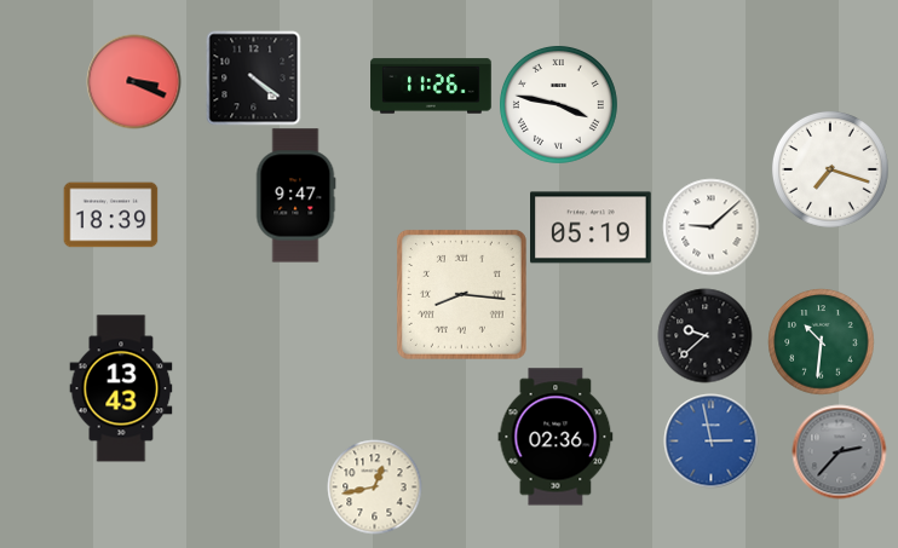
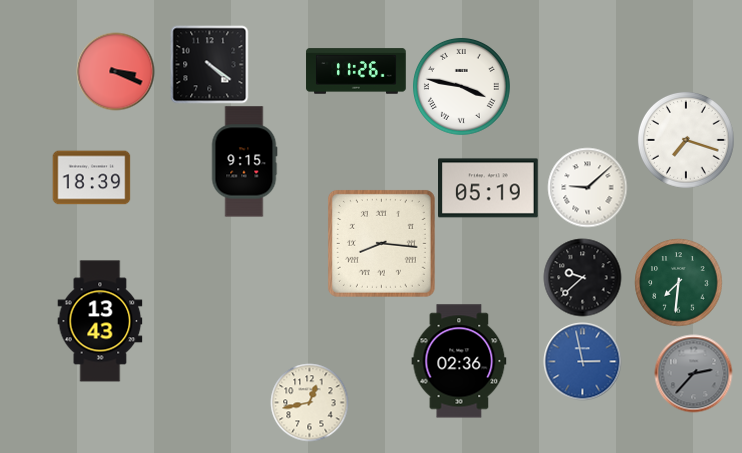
clock at (133, 81) position: (133, 81) -> (115, 71)
clock at (295, 196): 9:47 -> 9:15
clock at (821, 341): 10:31 -> 7:31
clock at (710, 440) position: (710, 440) -> (582, 361)
